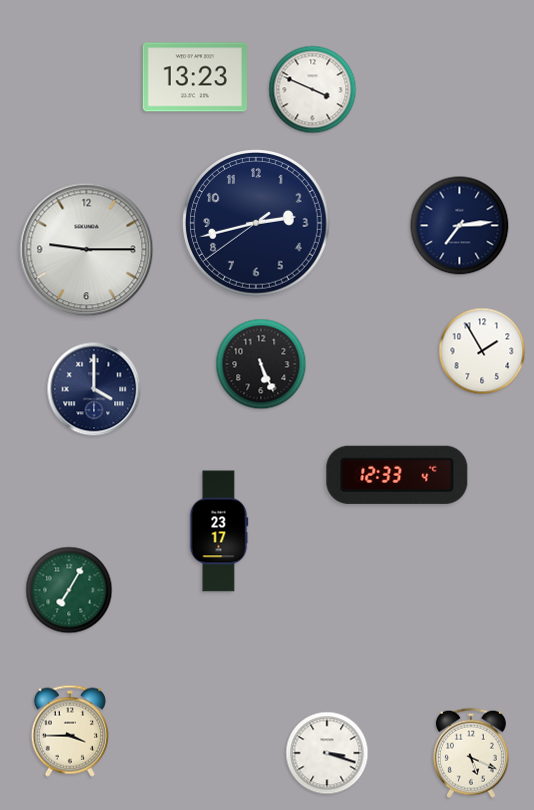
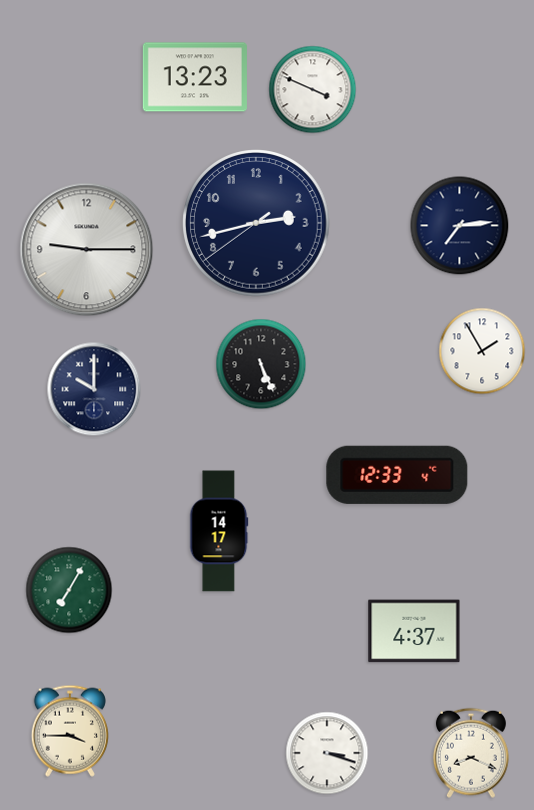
clock at (94, 389): 4:00 -> 10:00
clock at (219, 531): 23:17 -> 14:17
clock at (414, 631): none -> 4:37
clock at (471, 753): 5:19 -> 8:19
